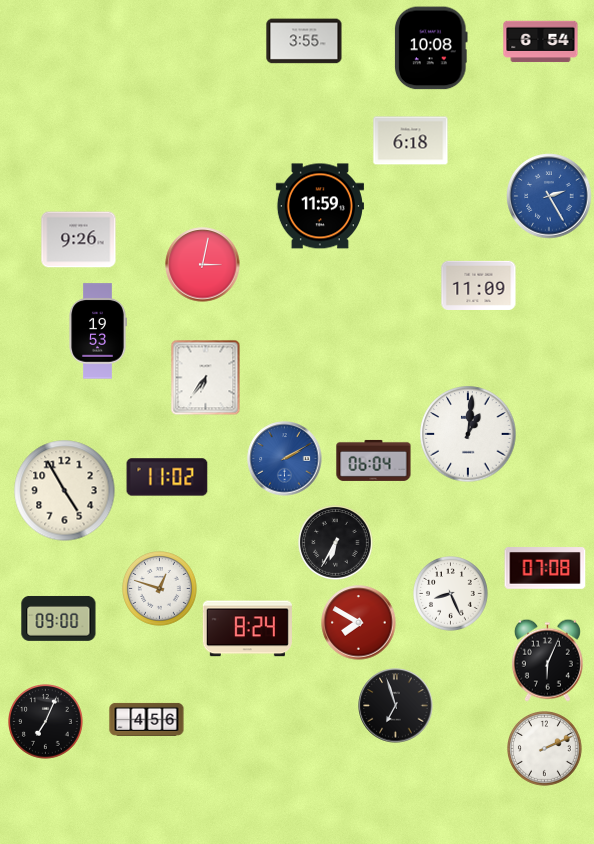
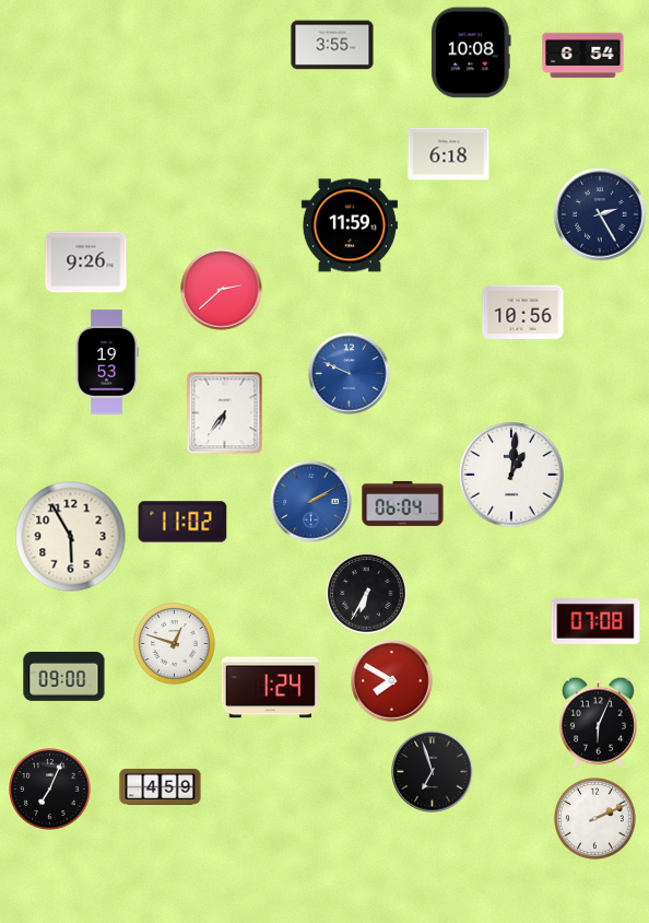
clock at (541, 42) position: (541, 42) -> (583, 56)
clock at (549, 196) dial: blue -> navy
clock at (203, 265): 3:02 -> 2:38
clock at (479, 285): 11:09 -> 10:56
clock at (350, 374): none -> 9:49
clock at (374, 460) position: (374, 460) -> (403, 503)
clock at (65, 491): 4:55 -> 5:55
clock at (451, 594): 8:26 -> none
clock at (247, 629): 8:24 -> 1:24
clock at (147, 719): 4:56 -> 4:59
